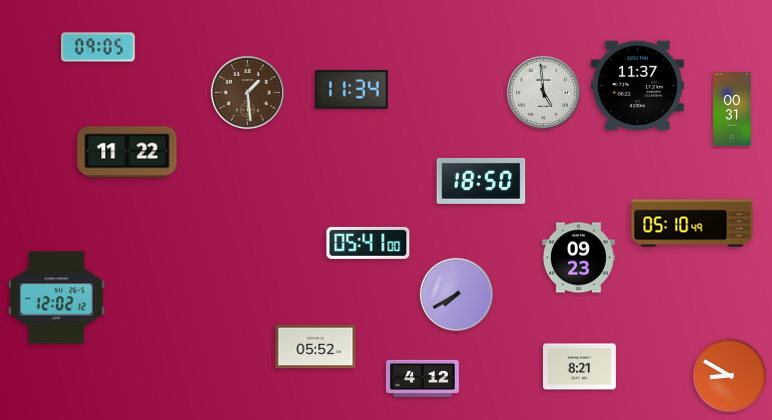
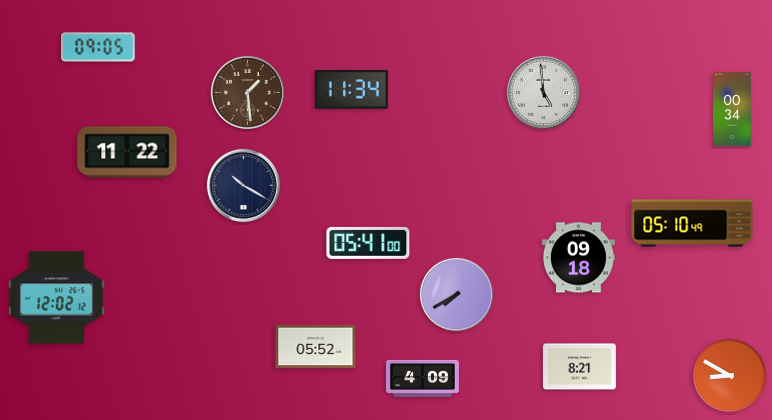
clock at (637, 86): 11:37 -> none
clock at (733, 109): 00:31 -> 00:34
clock at (481, 181): 18:50 -> none
clock at (243, 185): none -> 10:20
clock at (578, 258): 09:23 -> 09:18
clock at (422, 378): 4:12 -> 4:09
